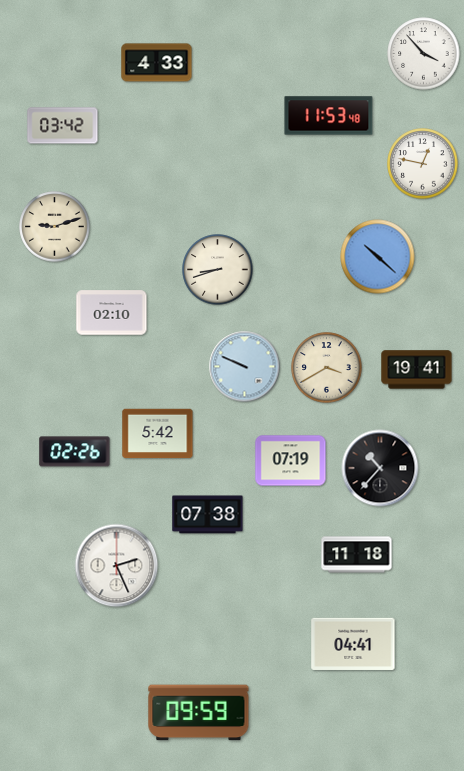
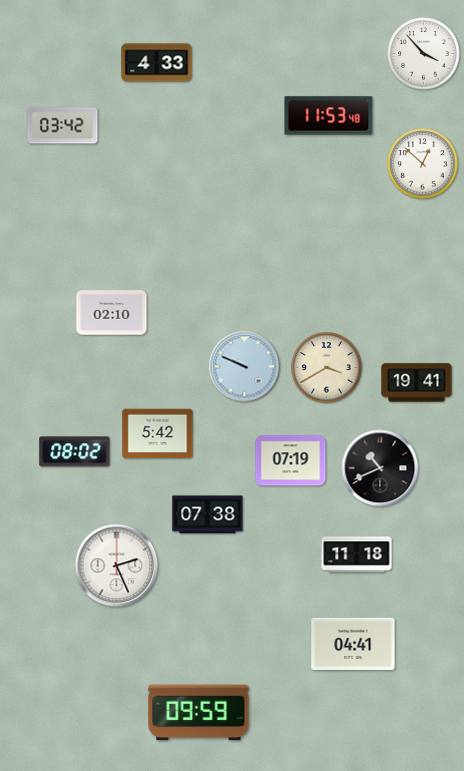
clock at (423, 164): 12:47 -> 12:52
clock at (55, 227): 9:12 -> none
clock at (378, 257): 10:22 -> none
clock at (218, 270): 8:42 -> none
clock at (417, 370) position: (417, 370) -> (417, 383)
clock at (75, 452): 02:26 -> 08:02
clock at (380, 468): 10:37 -> 10:41
